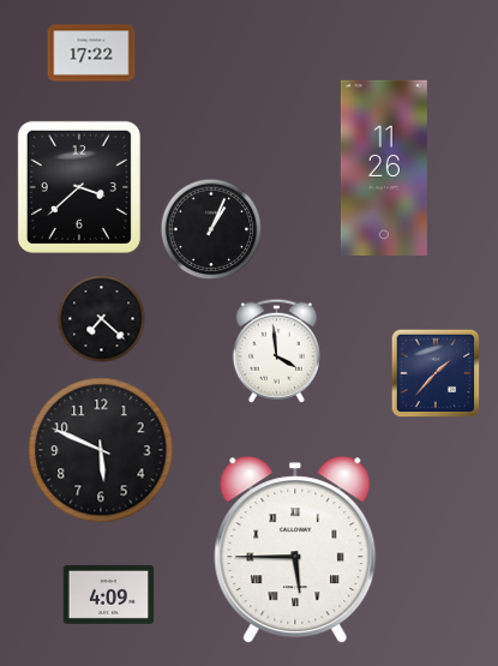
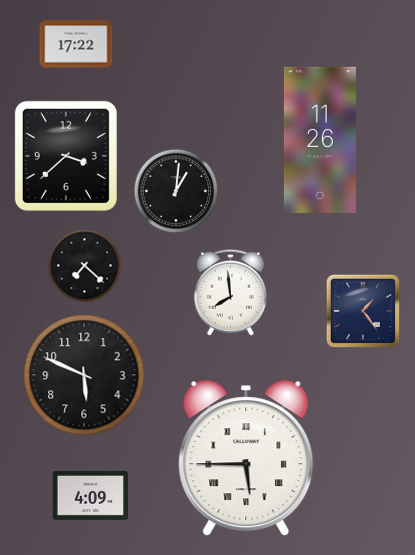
clock at (211, 229): 1:04 -> 1:01
clock at (276, 350): 3:59 -> 7:59
clock at (436, 373): 1:37 -> 1:24
